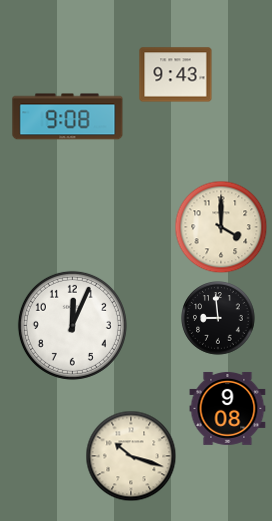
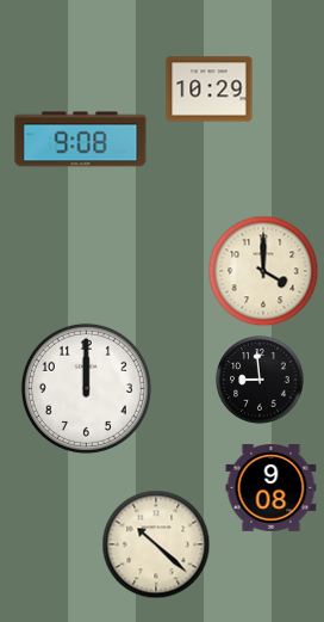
clock at (176, 75): 9:43 -> 10:29
clock at (72, 325): 12:04 -> 12:00
clock at (131, 456): 10:18 -> 10:22
